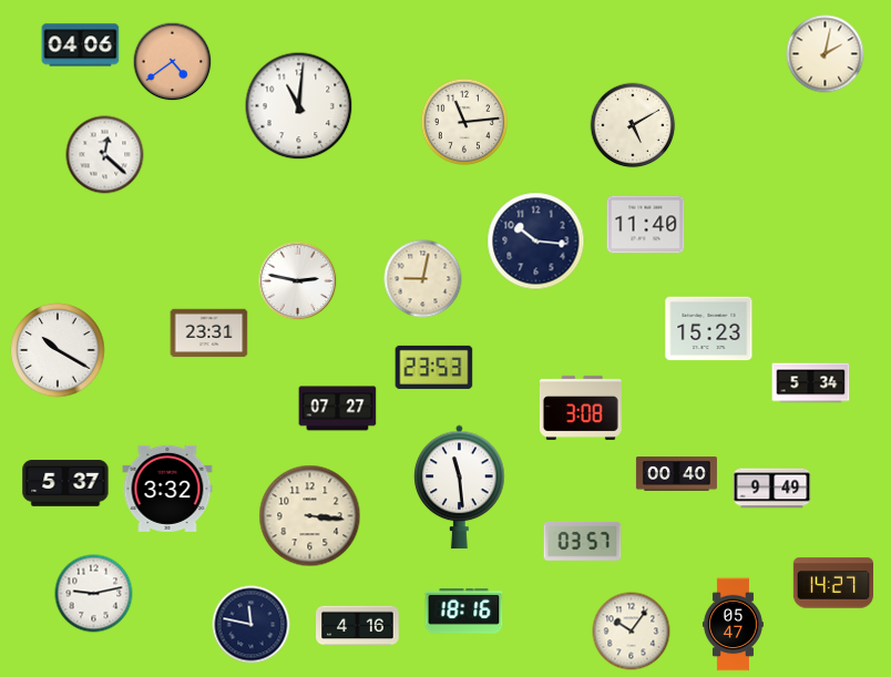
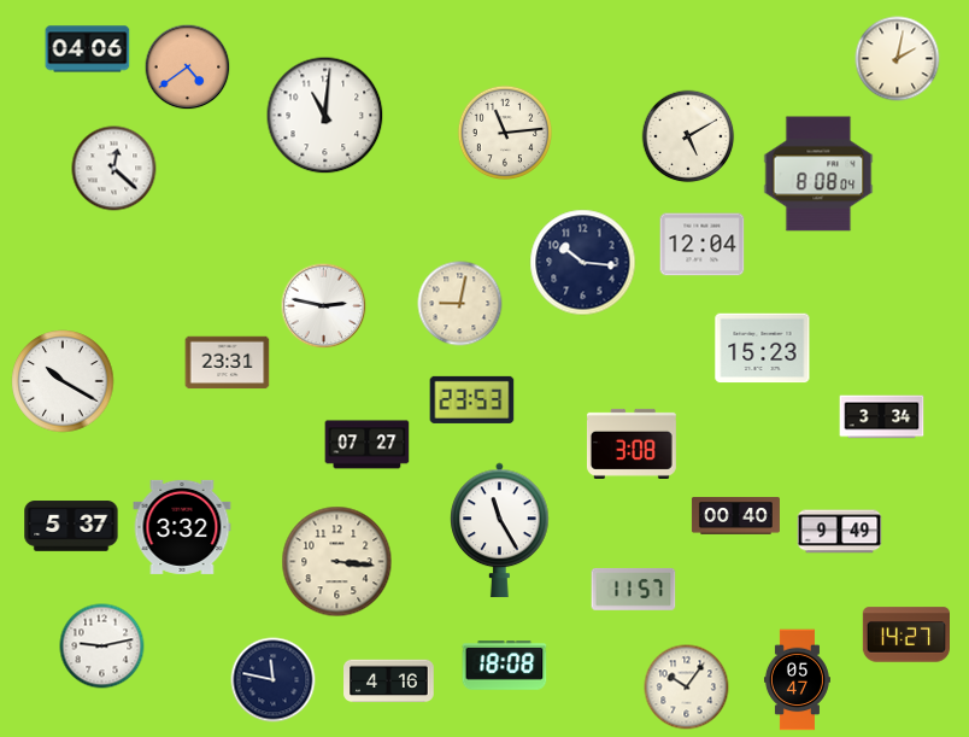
clock at (818, 174): none -> 8:08
clock at (646, 225): 11:40 -> 12:04
clock at (709, 329) position: (709, 329) -> (763, 349)
clock at (811, 383): 5:34 -> 3:34
clock at (460, 488): 11:29 -> 11:25
clock at (167, 489) position: (167, 489) -> (182, 527)
clock at (583, 542): 03:57 -> 11:57
clock at (464, 612): 18:16 -> 18:08
